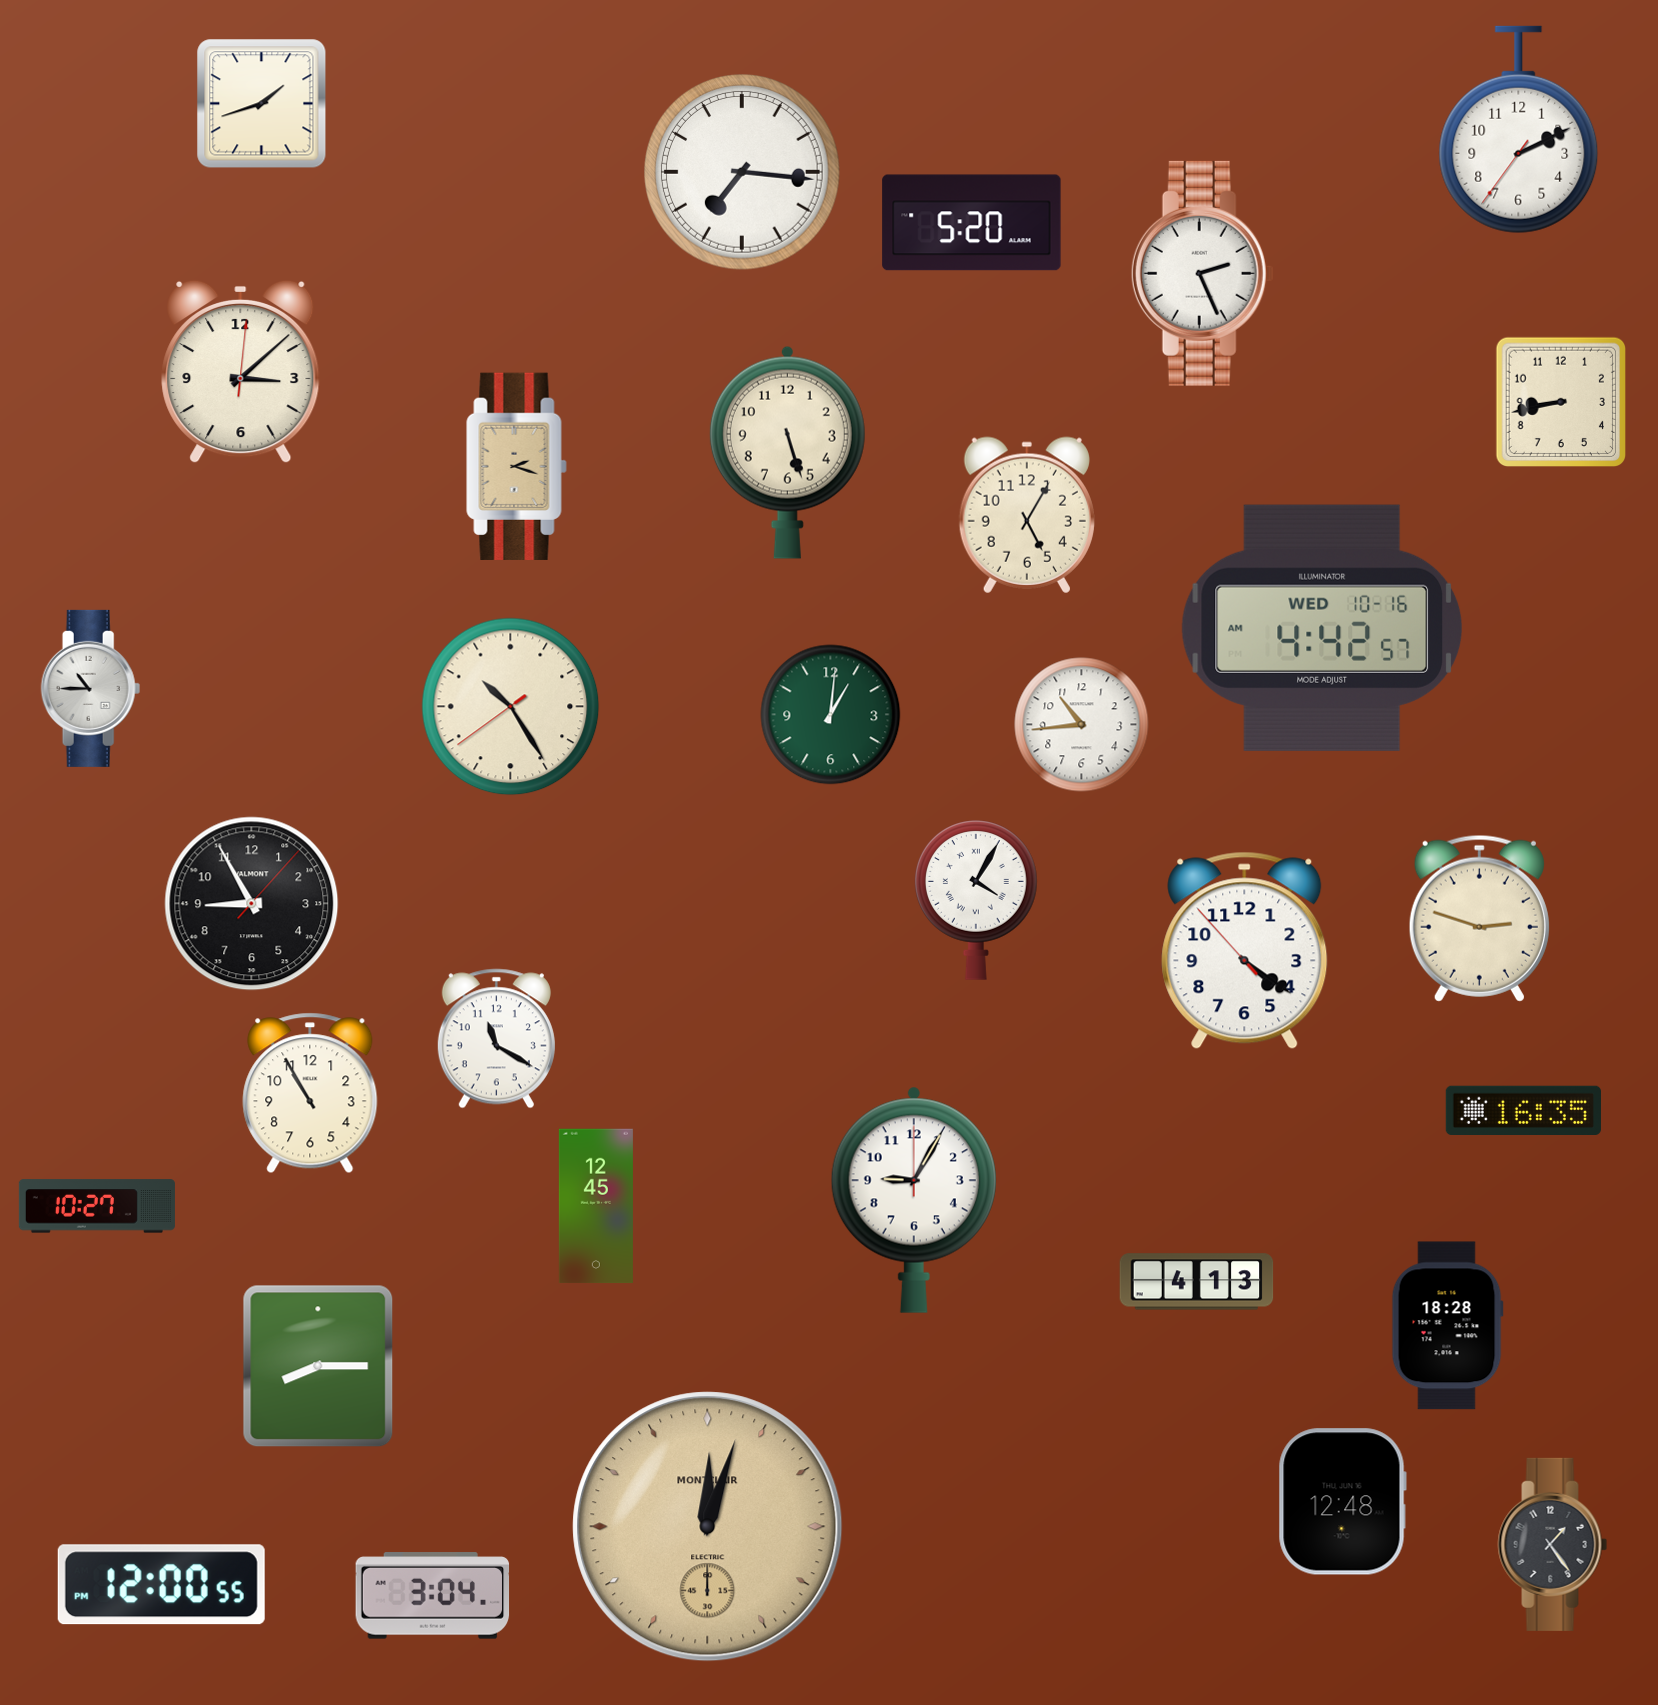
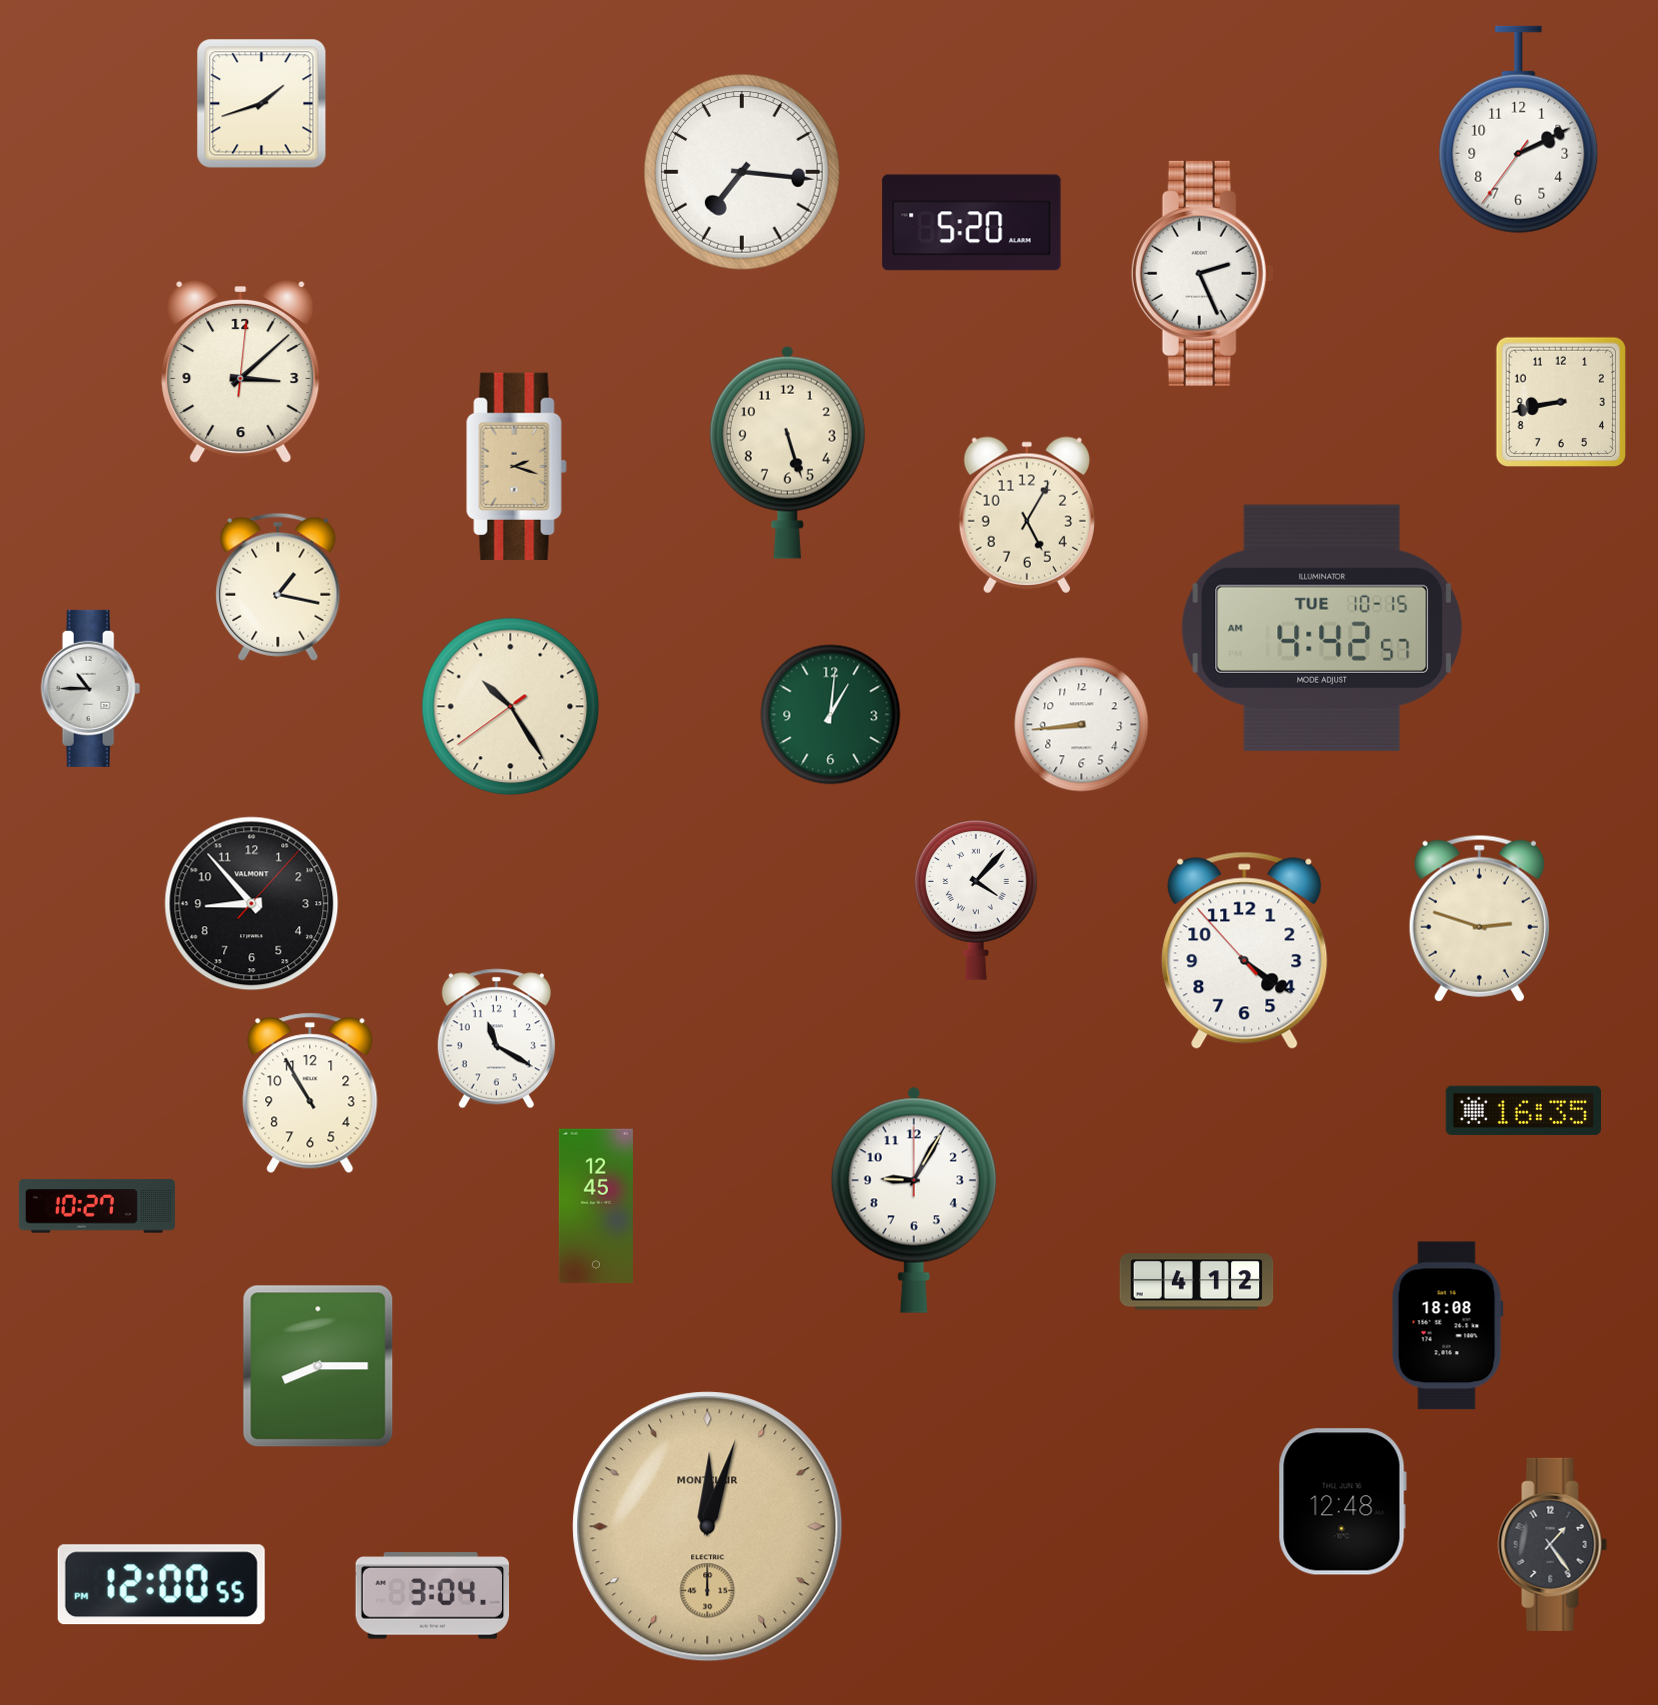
clock at (278, 587): none -> 1:17
clock at (1321, 628) date: WED 10-16 -> TUE 10-15
clock at (1082, 725): 10:44 -> 8:44
clock at (976, 900): 4:05 -> 4:07
clock at (252, 904): 8:55 -> 8:53
clock at (1197, 1282): 4:13 -> 4:12
clock at (1447, 1326): 18:28 -> 18:08
